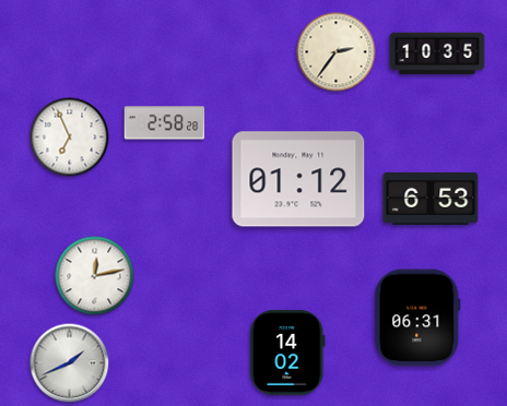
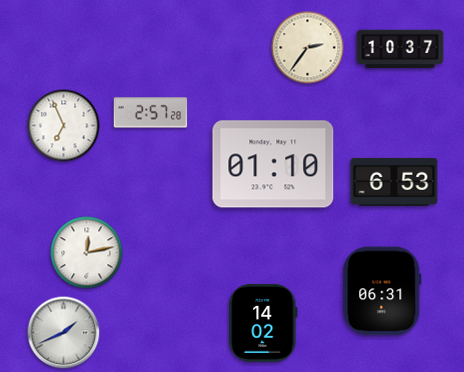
clock at (437, 53): 10:35 -> 10:37
clock at (165, 123): 2:58 -> 2:57
clock at (298, 179): 01:12 -> 01:10
